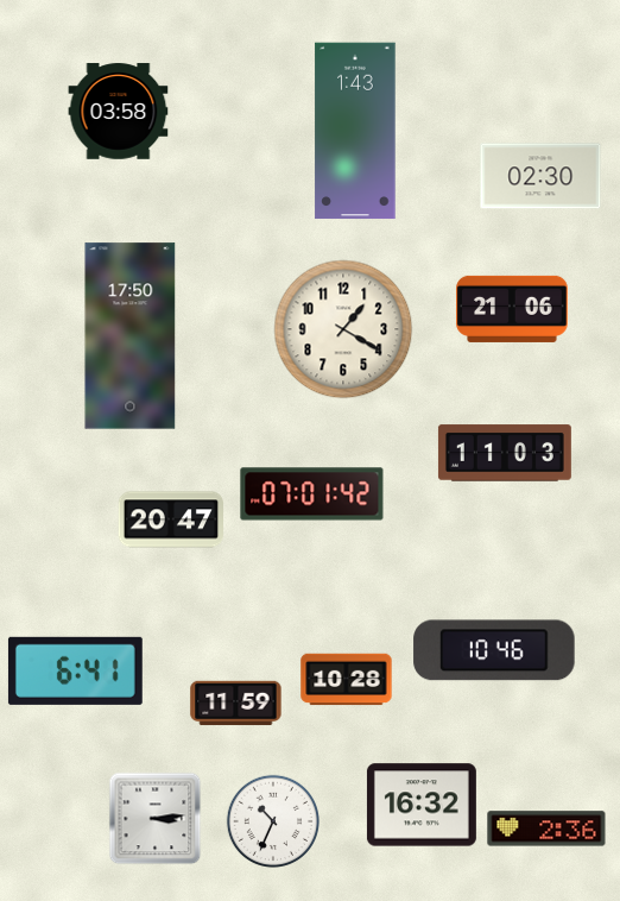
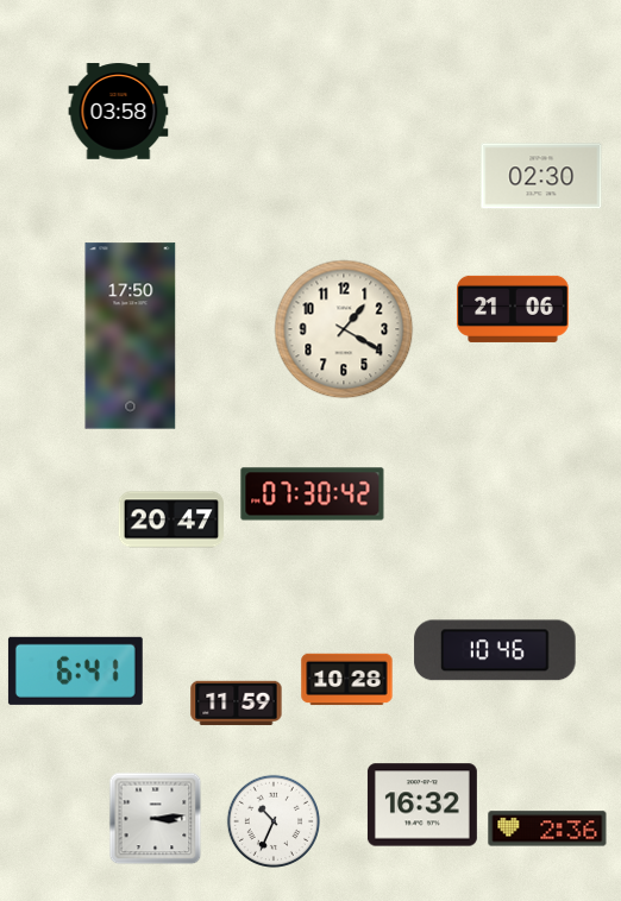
clock at (355, 131): 1:43 -> none
clock at (505, 453): 11:03 -> none
clock at (312, 494): 07:01 -> 07:30
